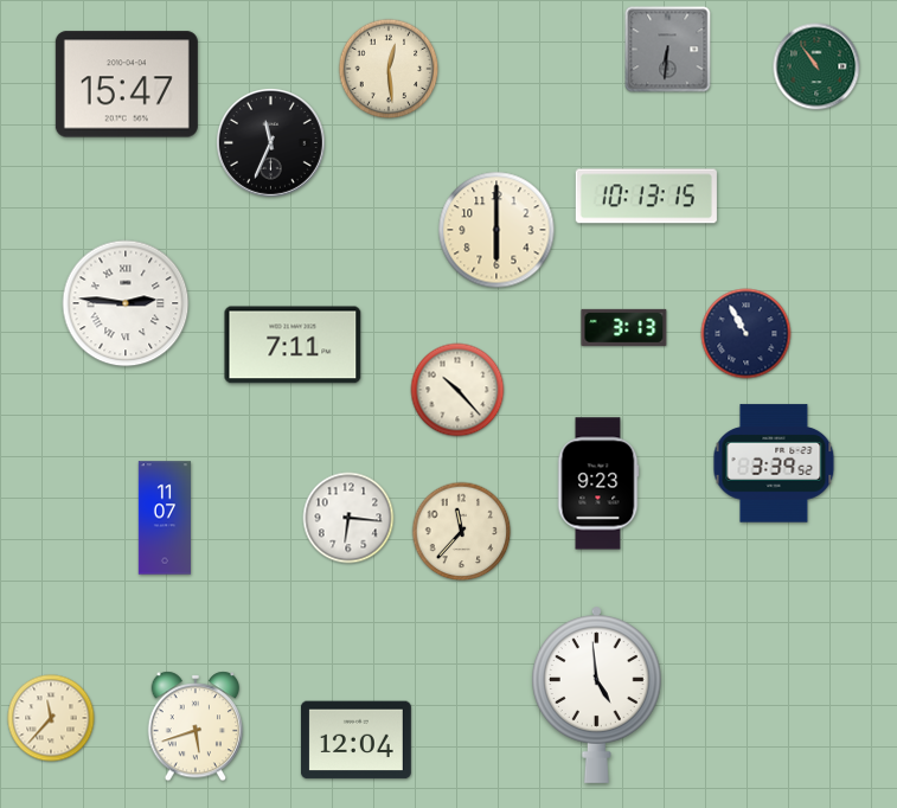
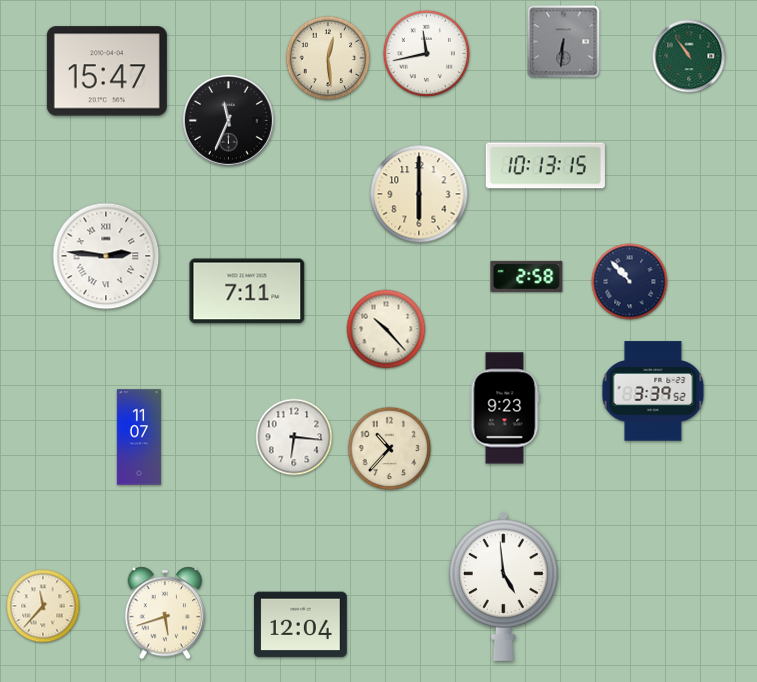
clock at (426, 53): none -> 11:43
clock at (624, 327): 3:13 -> 2:58
clock at (747, 334): 10:55 -> 10:53
clock at (462, 532): 11:37 -> 10:37
